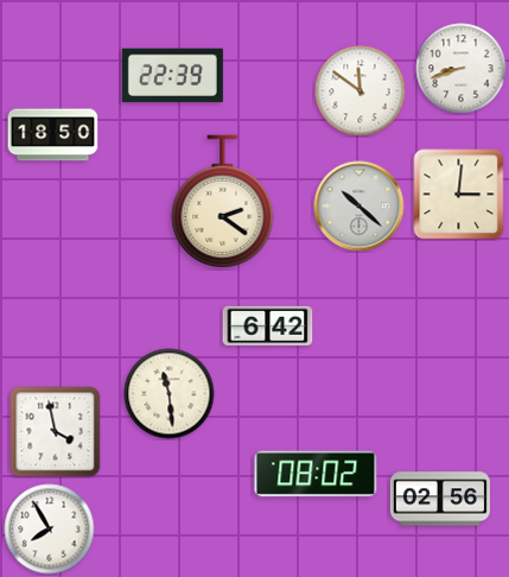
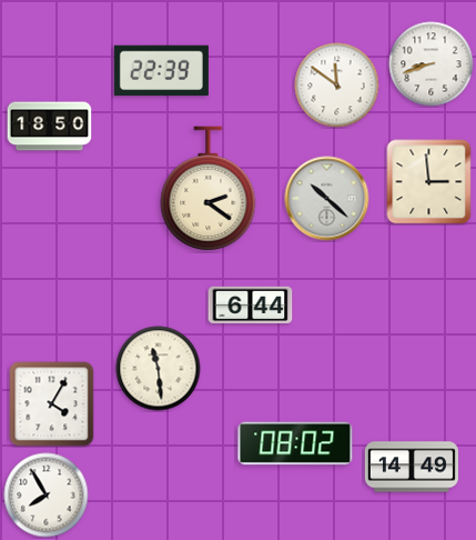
clock at (459, 195): 3:01 -> 2:59
clock at (360, 207) position: (360, 207) -> (327, 199)
clock at (268, 326): 6:42 -> 6:44
clock at (56, 432): 3:58 -> 4:05
clock at (440, 499): 02:56 -> 14:49
